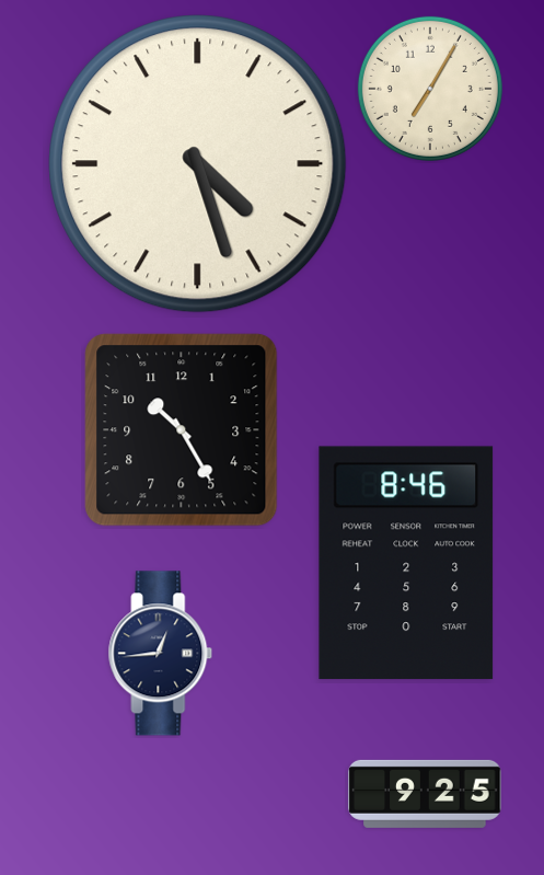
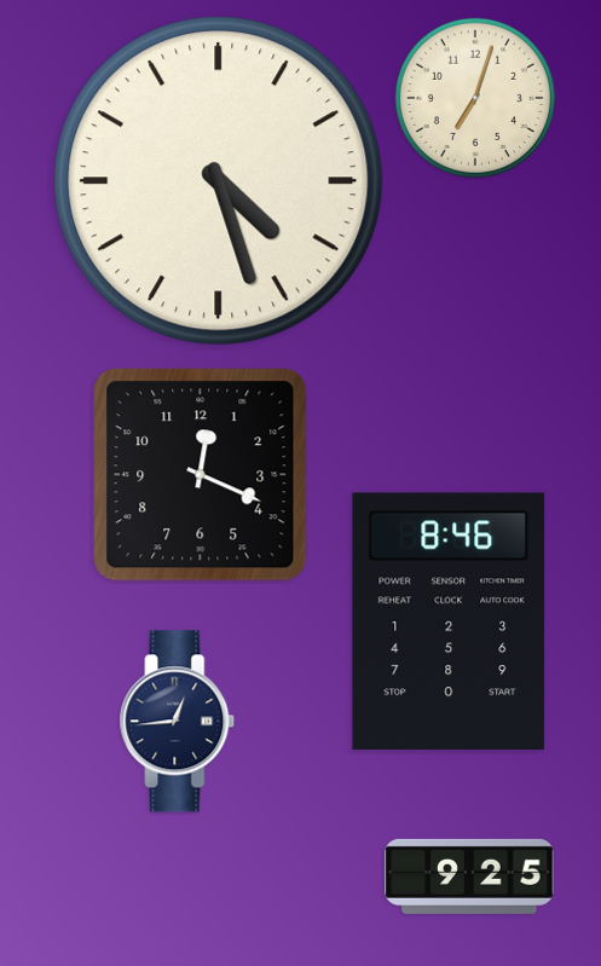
clock at (430, 89): 7:05 -> 7:03
clock at (182, 430): 10:25 -> 12:19
